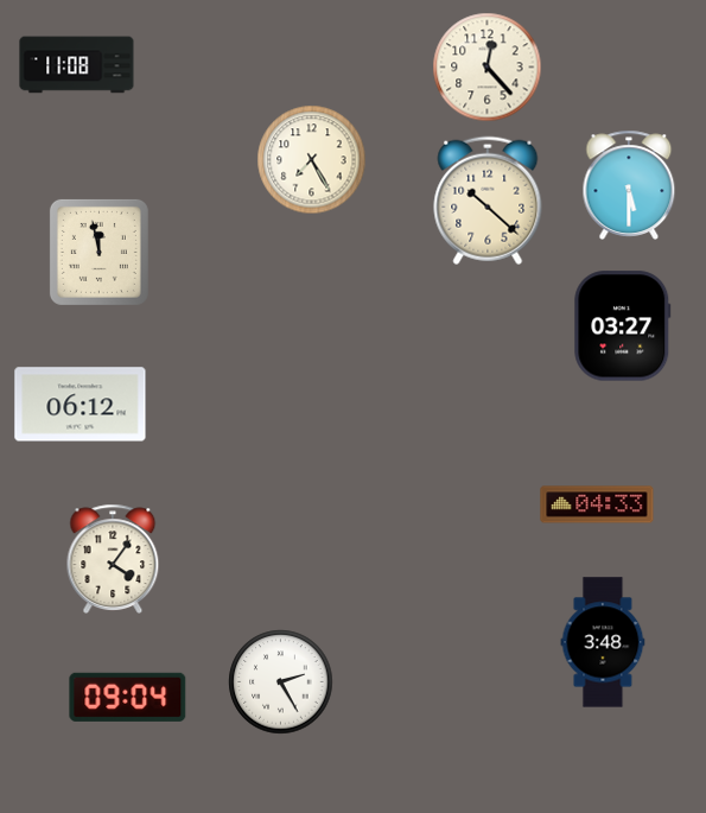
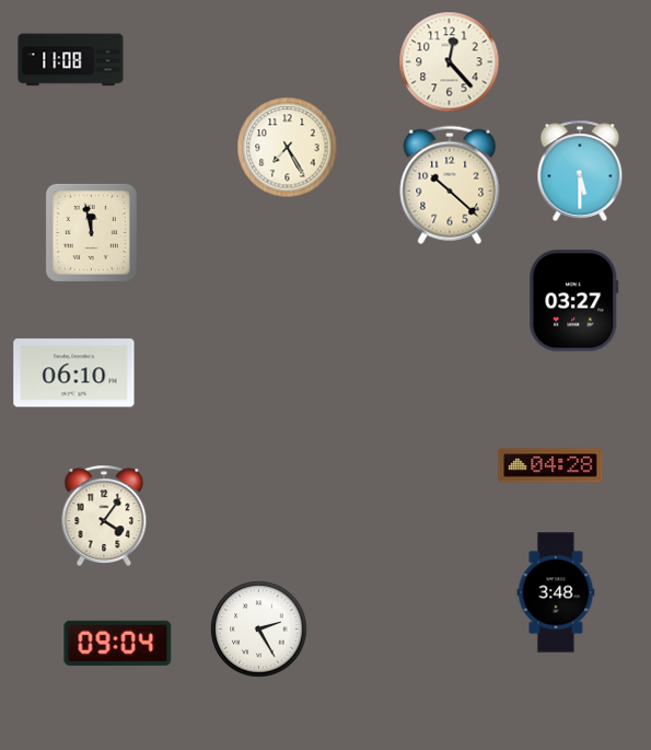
clock at (81, 405): 06:12 -> 06:10
clock at (597, 504): 04:33 -> 04:28
